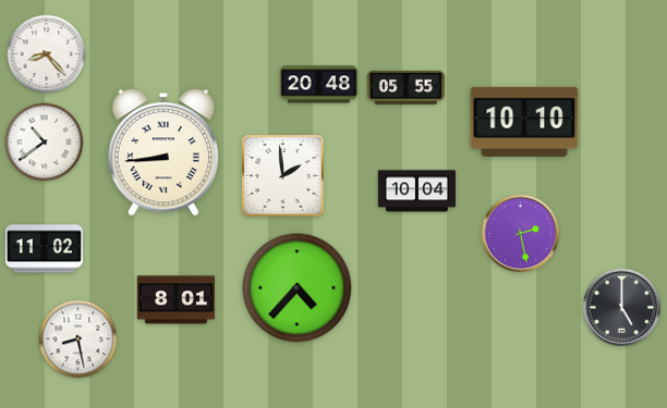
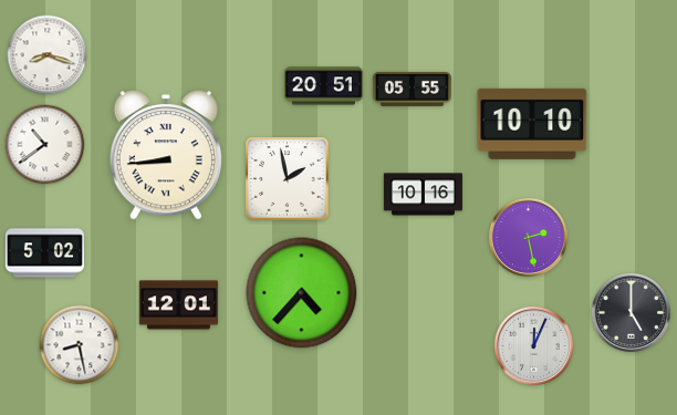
clock at (47, 54): 8:23 -> 8:18
clock at (318, 85): 20:48 -> 20:51
clock at (283, 176): 1:59 -> 1:58
clock at (416, 191): 10:04 -> 10:16
clock at (44, 249): 11:02 -> 5:02
clock at (175, 300): 8:01 -> 12:01
clock at (533, 345): none -> 12:04
